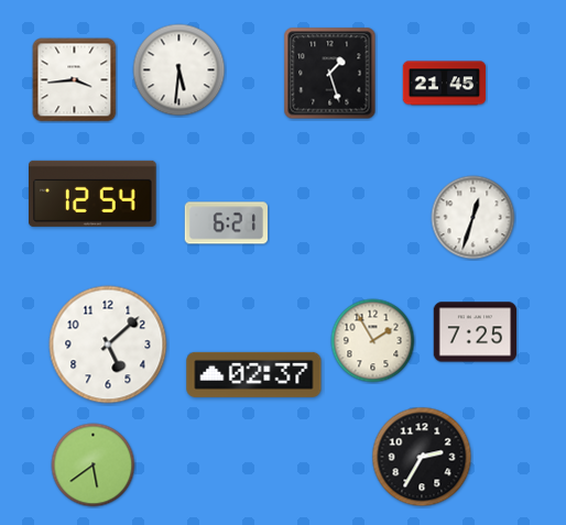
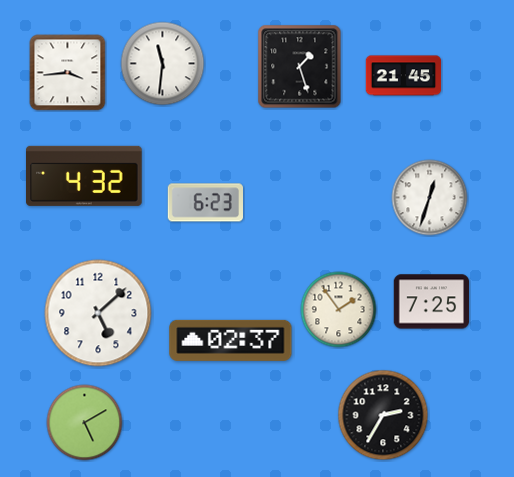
clock at (179, 70): 5:31 -> 11:31
clock at (94, 194): 12:54 -> 4:32
clock at (226, 223): 6:21 -> 6:23
clock at (373, 341): 1:55 -> 1:54
clock at (94, 466): 5:39 -> 5:10
